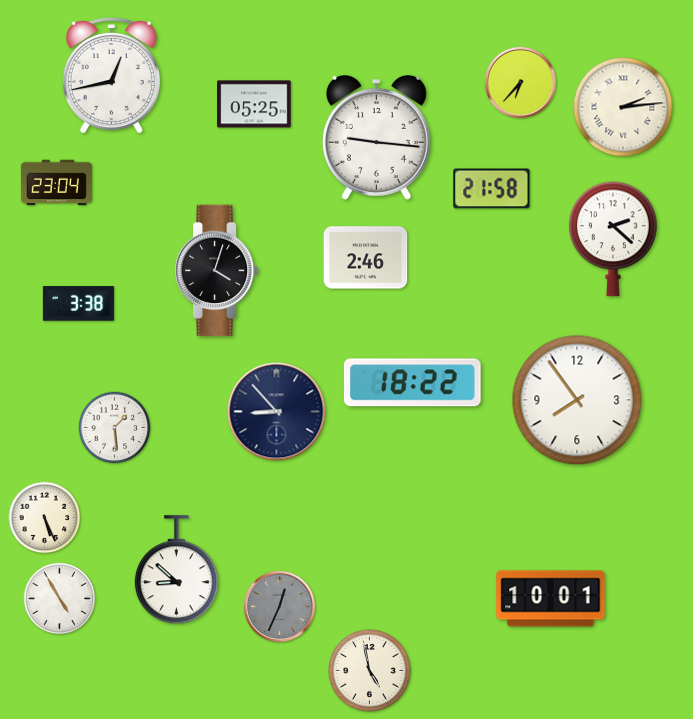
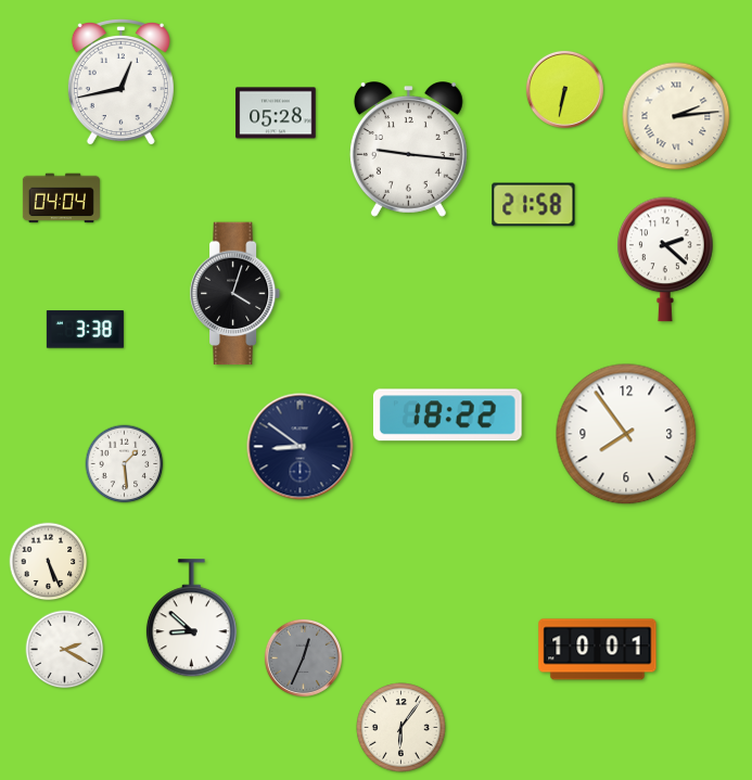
clock at (520, 82): 6:37 -> 6:32
clock at (254, 104): 05:25 -> 05:28
clock at (56, 183): 23:04 -> 04:04
clock at (366, 258): 2:46 -> none
clock at (277, 412): 8:53 -> 8:51
clock at (60, 599): 4:55 -> 2:20
clock at (370, 671): 4:58 -> 6:06
